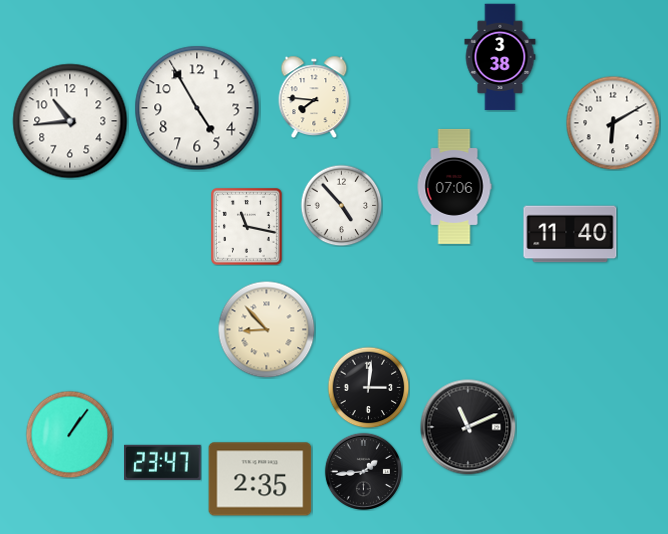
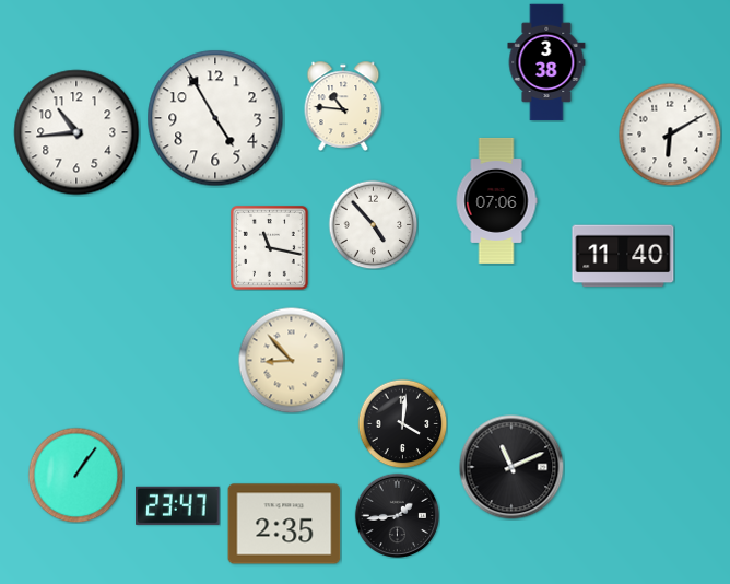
clock at (314, 96): 7:46 -> 10:46
clock at (454, 186) position: (454, 186) -> (496, 200)
clock at (368, 387): 3:01 -> 4:01
